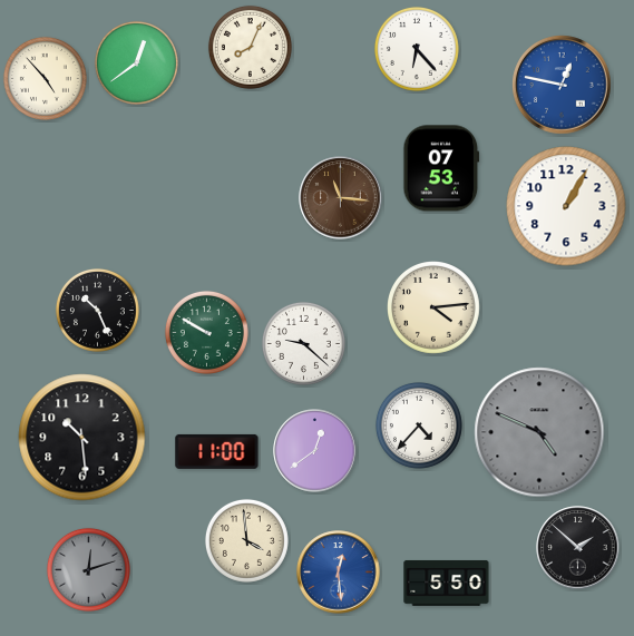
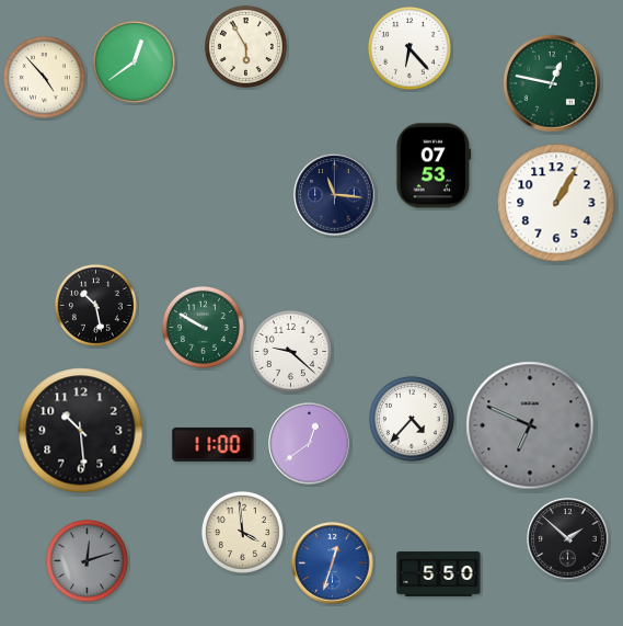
clock at (250, 47): 8:04 -> 5:55
clock at (562, 85) dial: blue -> green
clock at (341, 198) dial: brown -> navy
clock at (435, 309): 4:14 -> none
clock at (97, 310): 10:26 -> 10:28
clock at (303, 343) position: (303, 343) -> (290, 351)
clock at (539, 432): 4:49 -> 6:49
clock at (339, 573): 12:29 -> 12:33
